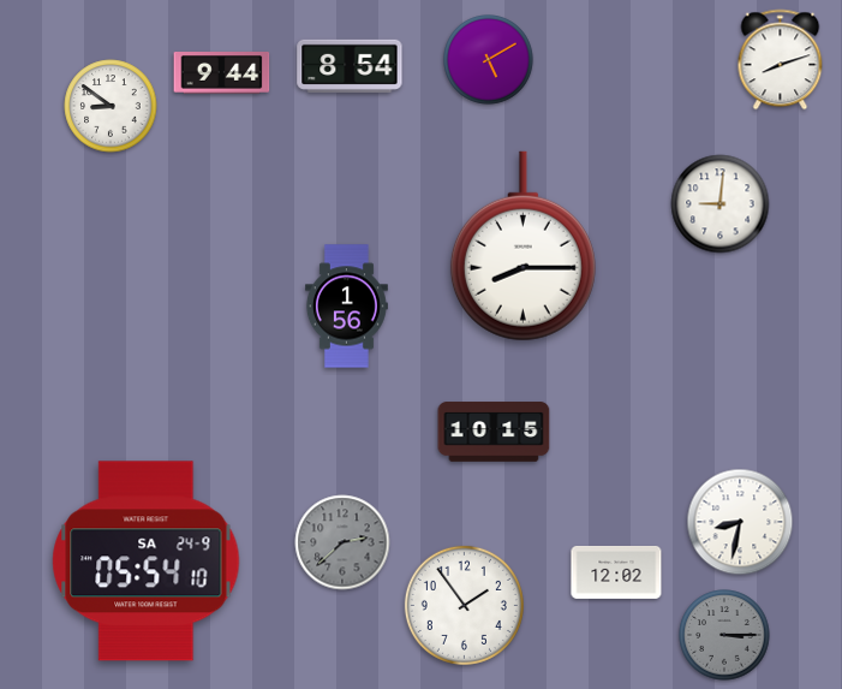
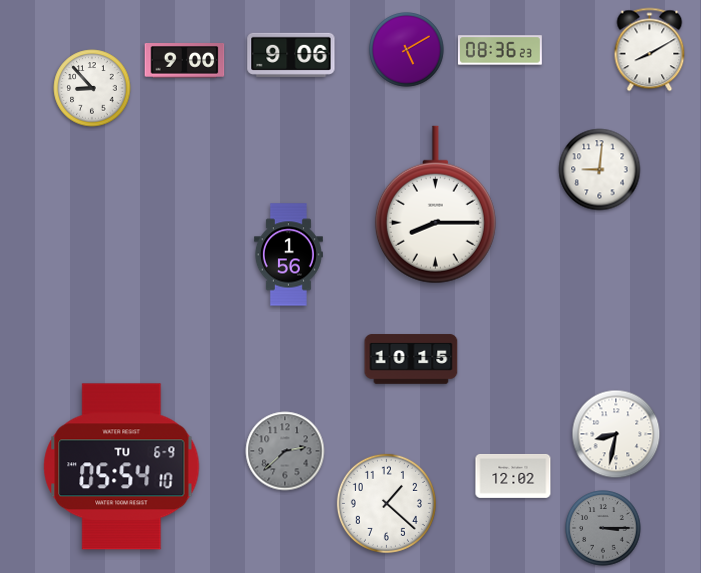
clock at (500, 50): none -> 08:36
clock at (781, 60): 8:12 -> 8:10
clock at (350, 66): 8:54 -> 9:06
clock at (222, 73): 9:44 -> 9:00
clock at (111, 106): 8:51 -> 8:53
clock at (147, 562) date: SA 24-9 -> TU 6-9
clock at (464, 605): 1:54 -> 1:22
